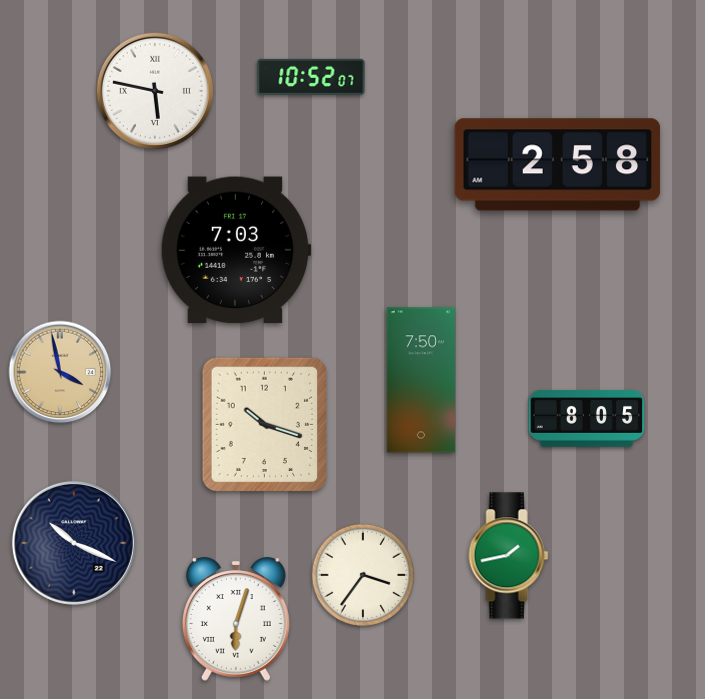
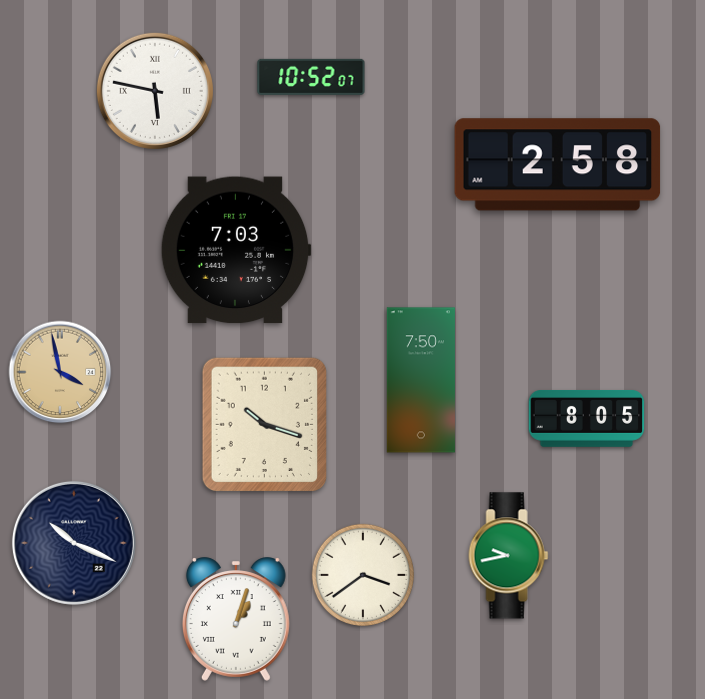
clock at (509, 556): 1:43 -> 9:43
clock at (363, 575): 3:36 -> 3:39
clock at (236, 619): 6:03 -> 1:03
